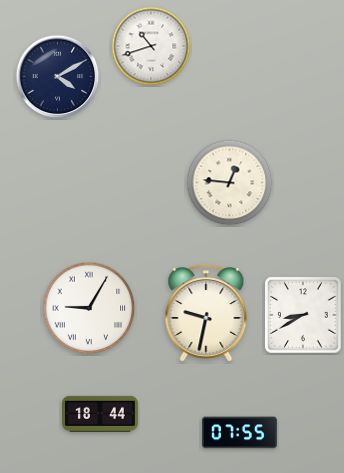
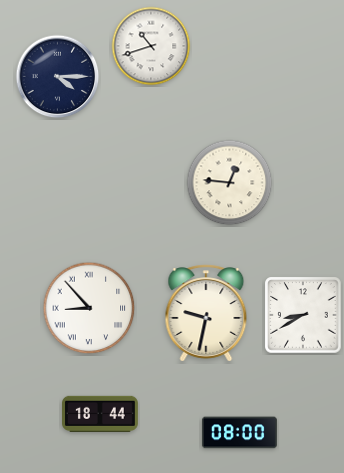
clock at (58, 77): 4:10 -> 4:15
clock at (89, 308): 9:05 -> 8:53
clock at (239, 433): 07:55 -> 08:00
